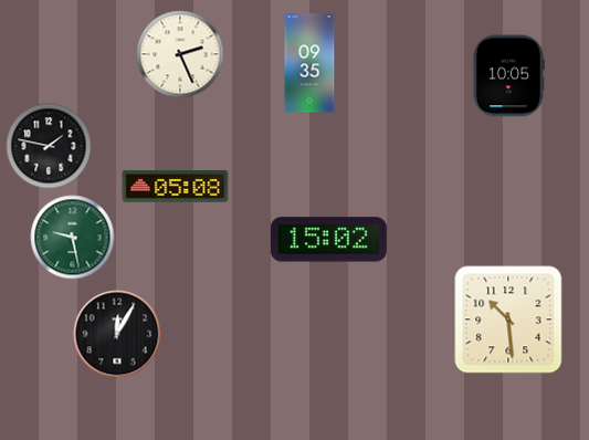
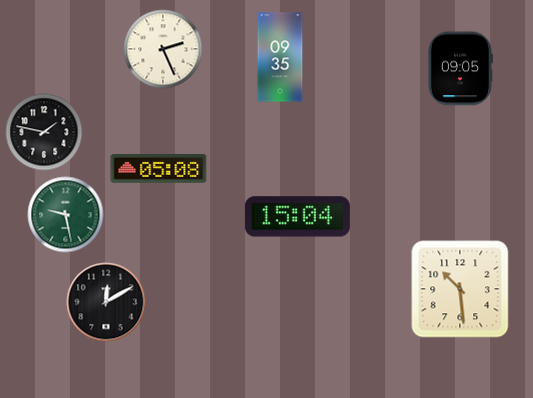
clock at (508, 76): 10:05 -> 09:05
clock at (328, 240): 15:02 -> 15:04
clock at (117, 334): 12:05 -> 12:10
